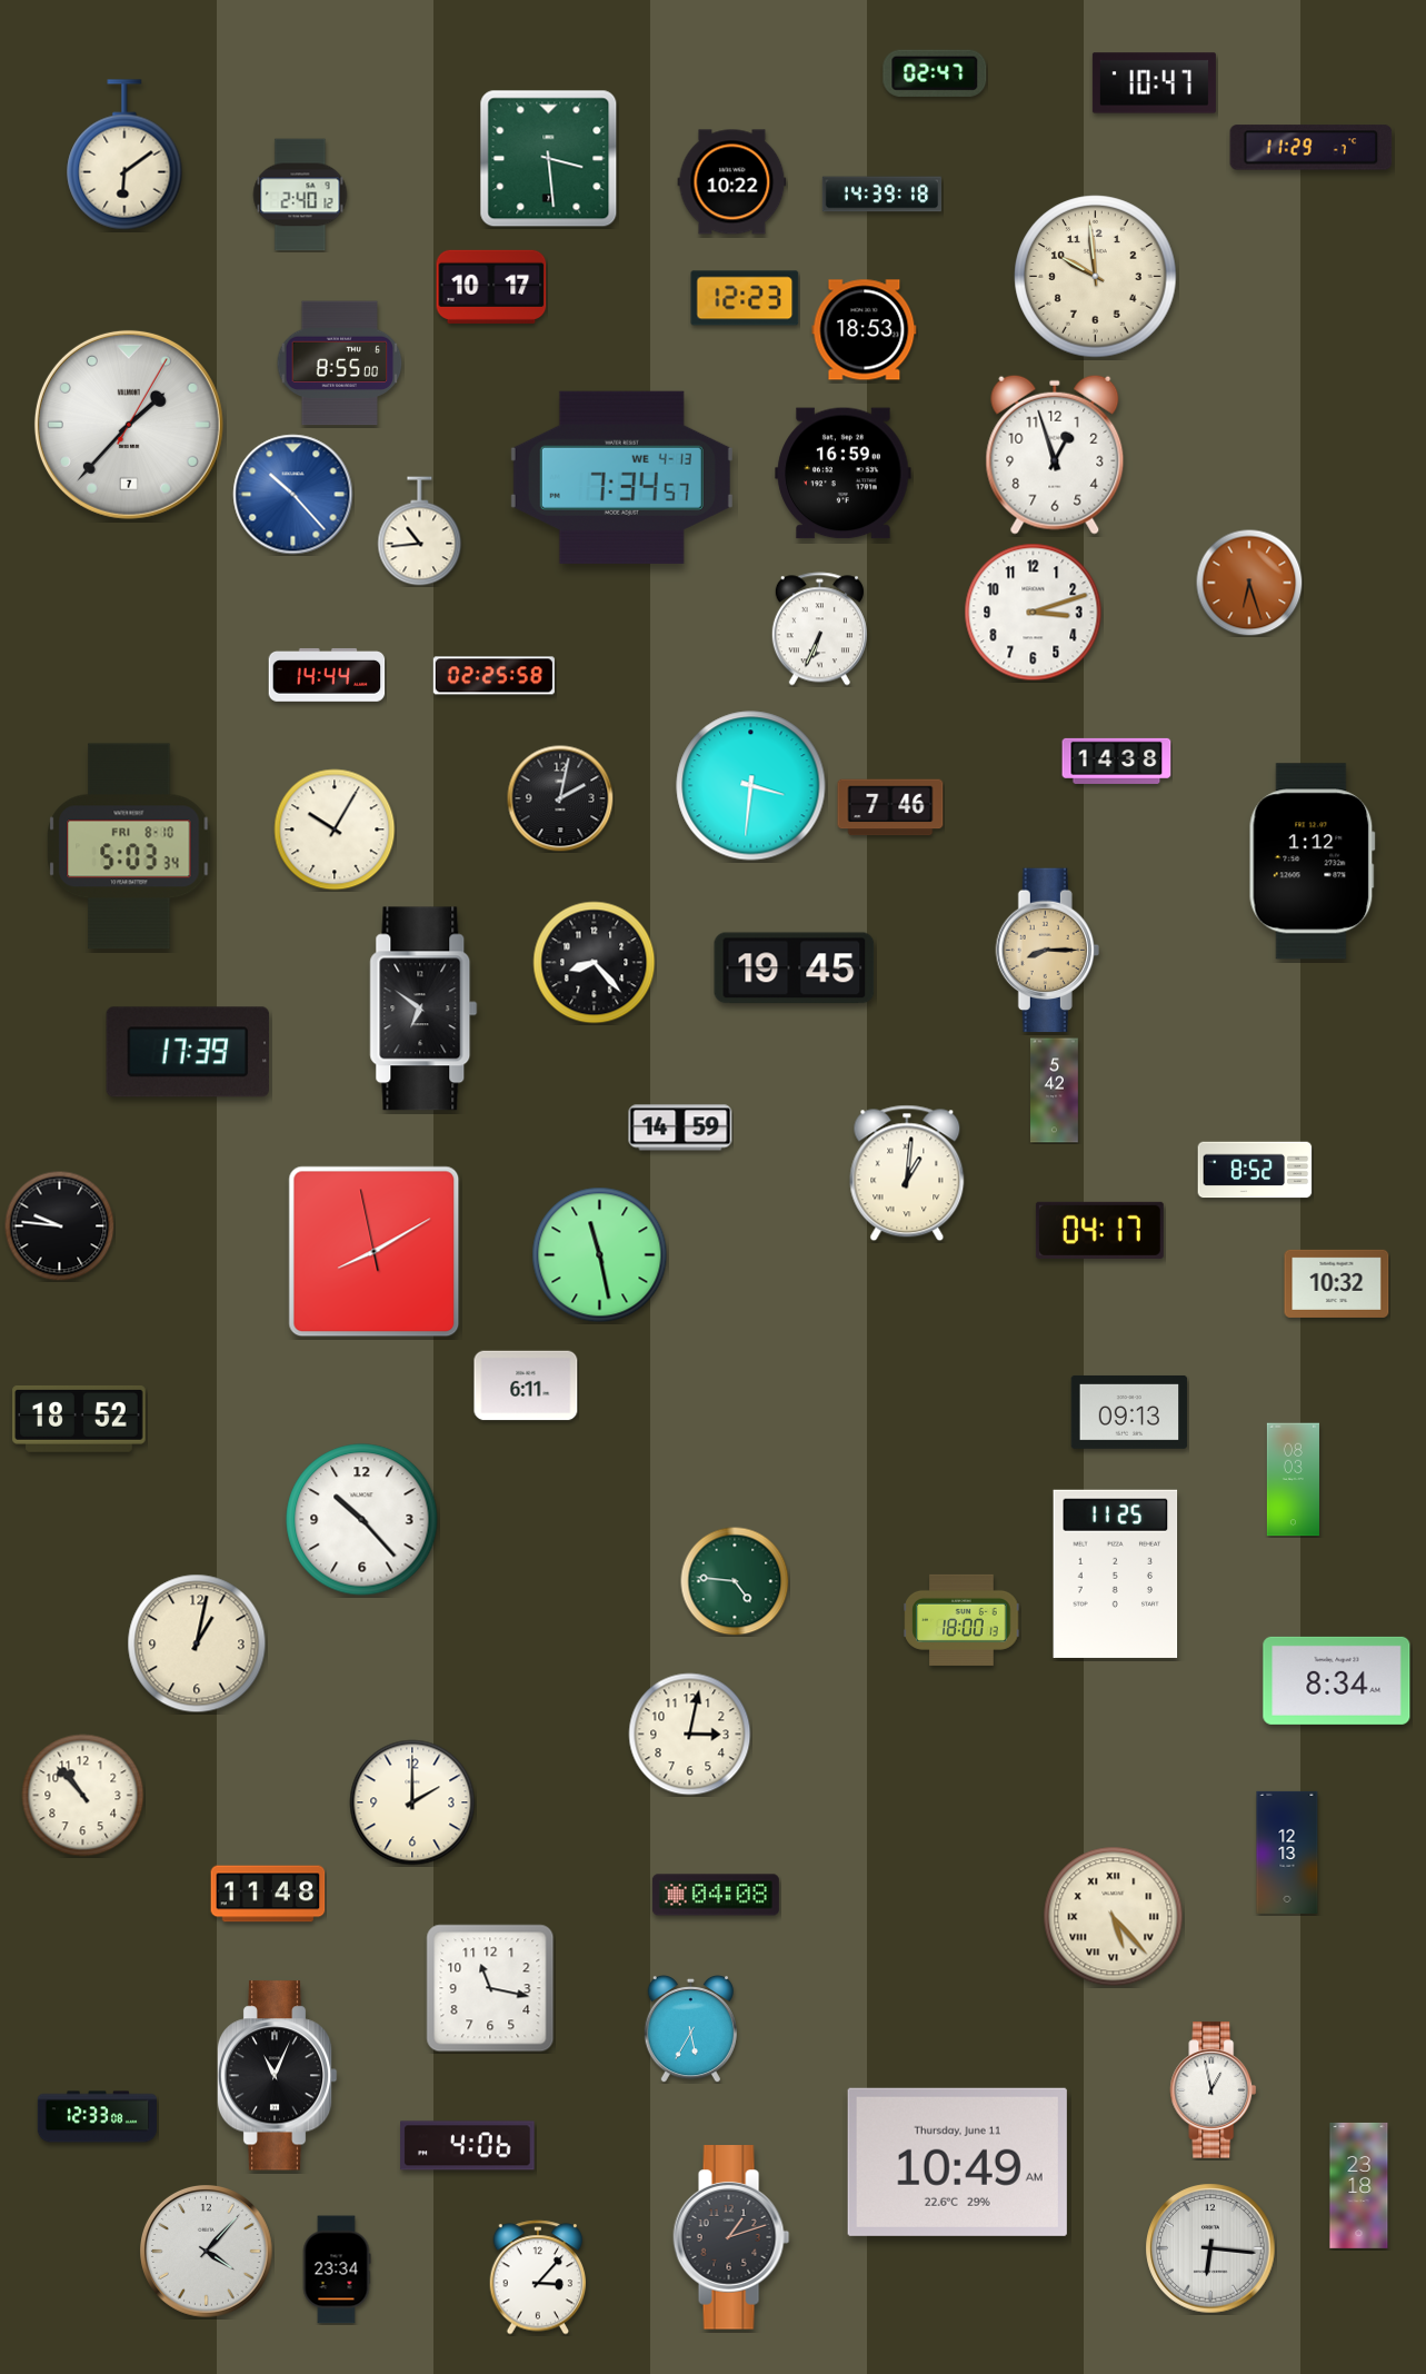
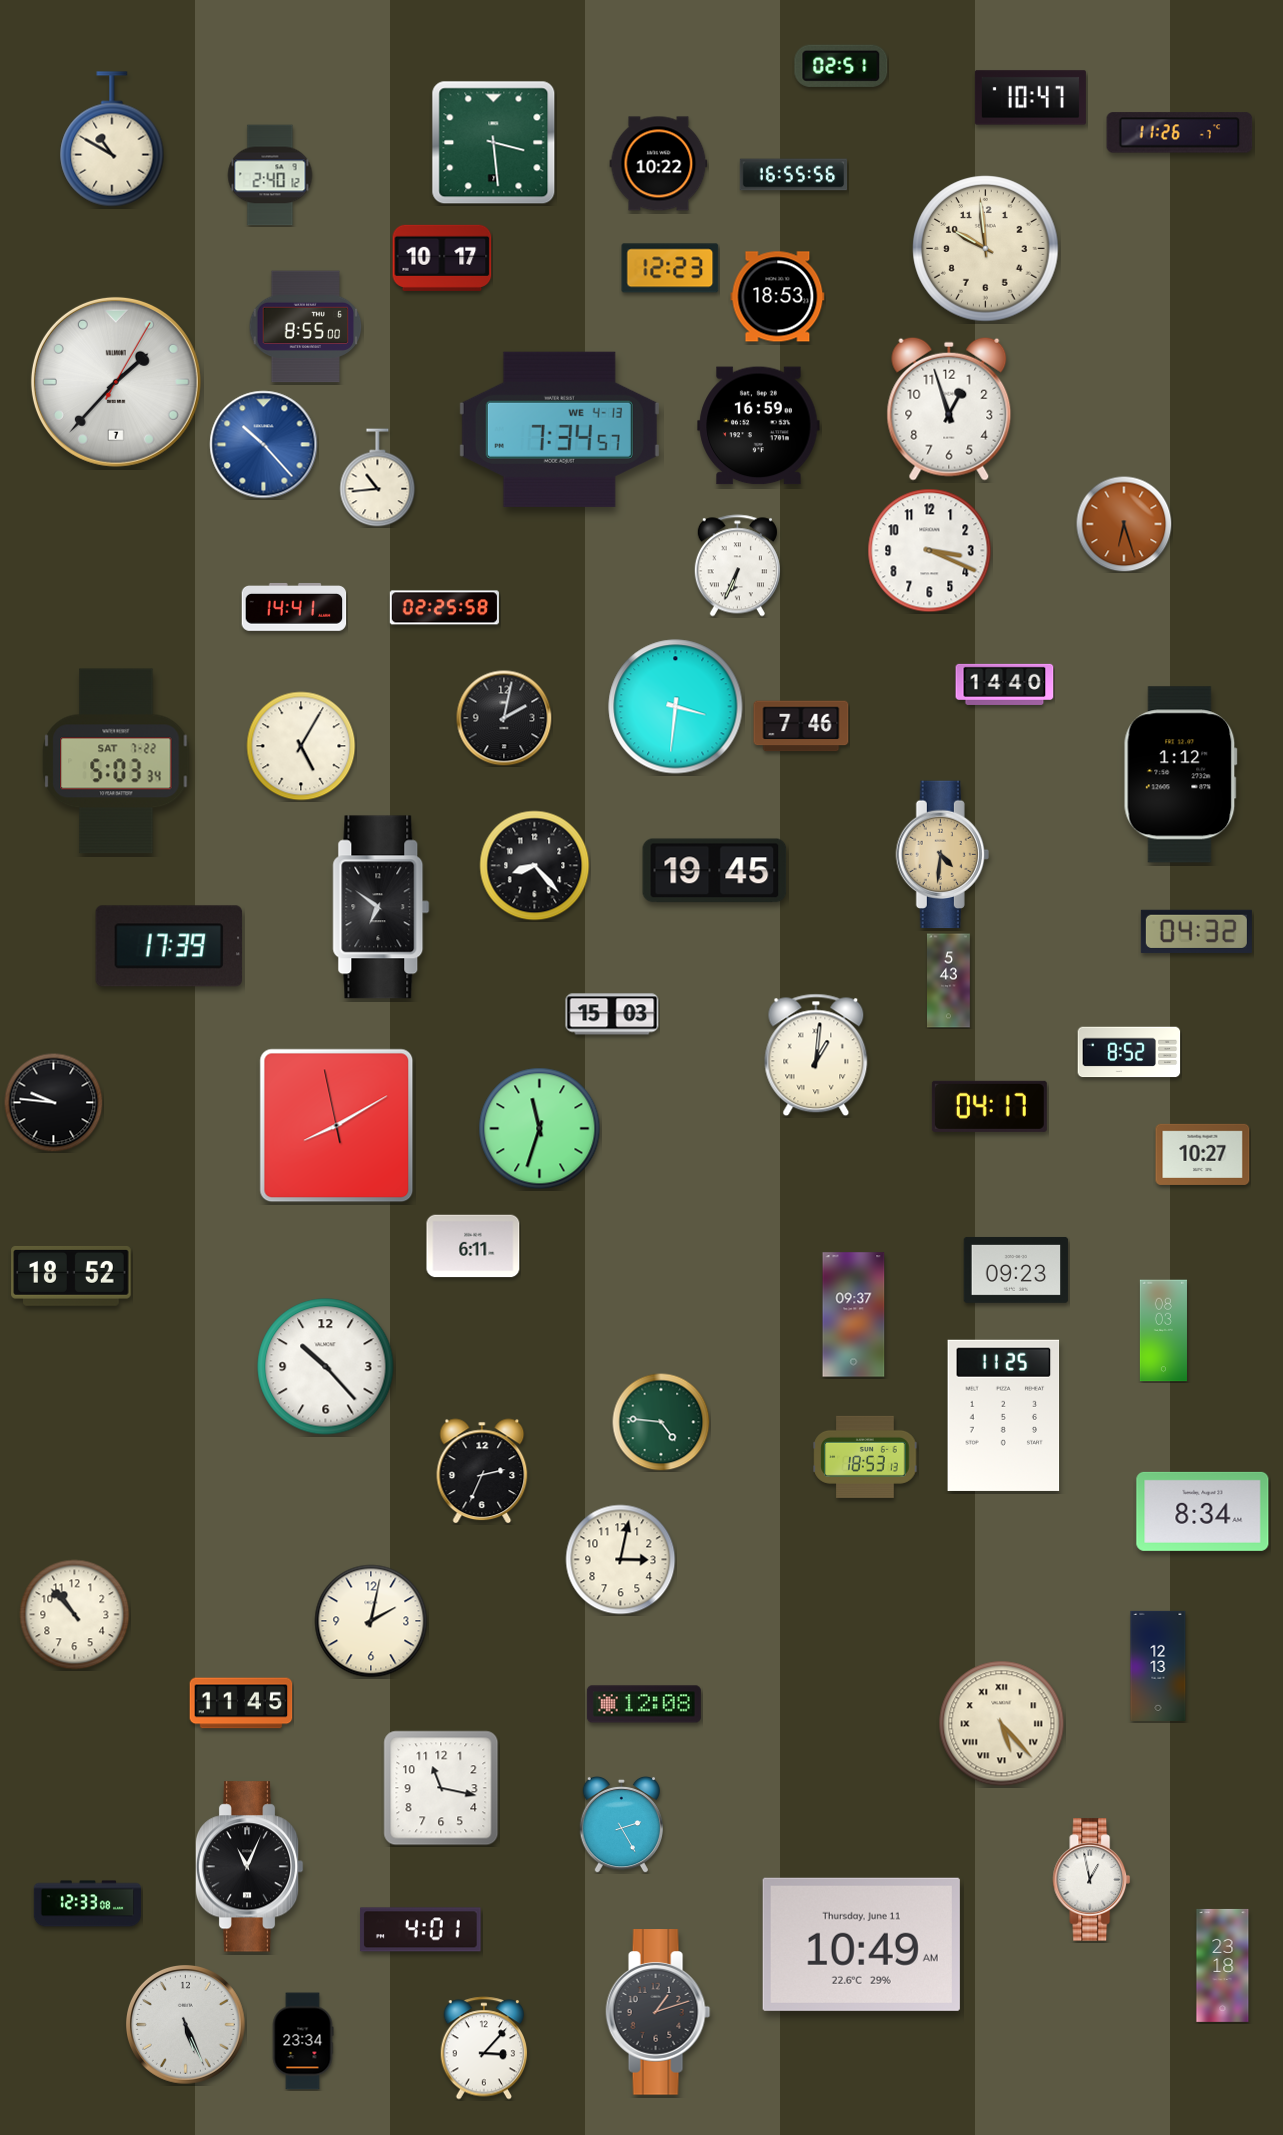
clock at (935, 73): 02:47 -> 02:51
clock at (1154, 83) position: (1154, 83) -> (1030, 98)
clock at (1312, 148): 11:29 -> 11:26
clock at (124, 155): 6:09 -> 10:50
clock at (882, 195): 14:39 -> 16:55
clock at (1034, 613): 3:12 -> 3:19
clock at (327, 675): 14:44 -> 14:41
clock at (1117, 761): 14:38 -> 14:40
clock at (335, 830): 10:05 -> 5:05
clock at (129, 846) date: FRI 8-10 -> SAT 7-22
clock at (1047, 951): 8:15 -> 4:31
clock at (1196, 931): none -> 04:32
clock at (1055, 1091): 5:42 -> 5:43
clock at (680, 1128): 14:59 -> 15:03
clock at (600, 1255): 11:28 -> 11:33
clock at (1337, 1283): 10:32 -> 10:27
clock at (1129, 1412): 09:13 -> 09:23
clock at (854, 1315): none -> 09:37
clock at (961, 1620): 18:00 -> 18:53
clock at (482, 1471): none -> 2:34
clock at (197, 1643): 1:02 -> none
clock at (412, 1802): 2:00 -> 2:02
clock at (268, 1894): 11:48 -> 11:45
clock at (716, 1895): 04:08 -> 12:08
clock at (690, 2028): 5:35 -> 2:25
clock at (468, 2146): 4:06 -> 4:01
clock at (1210, 2248): 6:16 -> none
clock at (207, 2252): 4:07 -> 5:26
